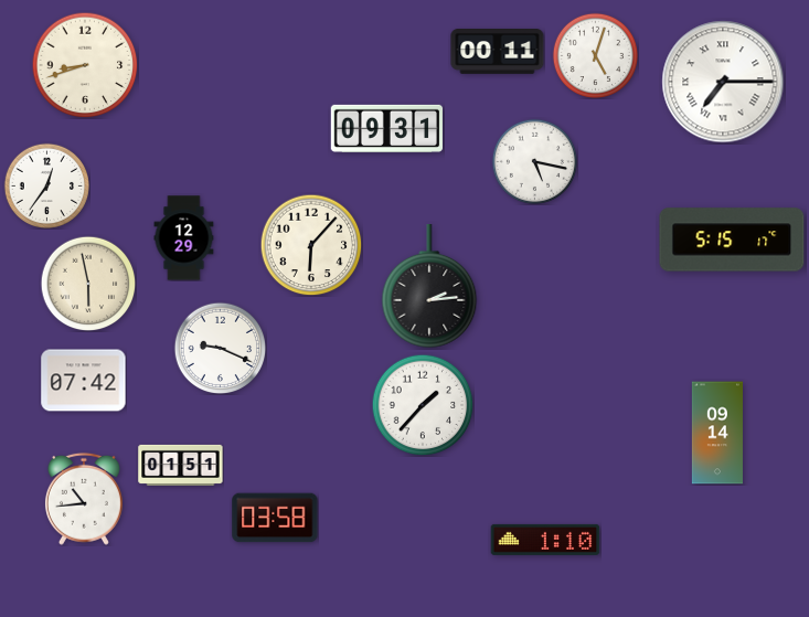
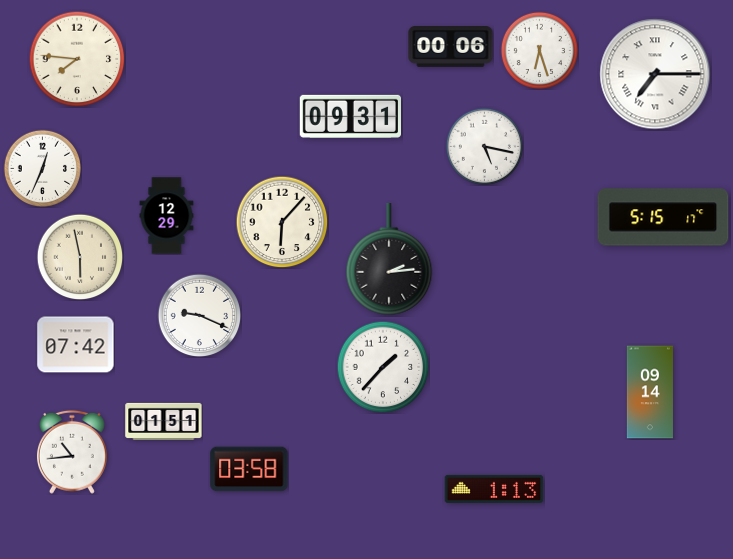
clock at (498, 52): 00:11 -> 00:06
clock at (595, 55): 5:03 -> 6:27
clock at (85, 65): 8:42 -> 7:46
clock at (46, 185): 12:36 -> 12:34
clock at (84, 499) position: (84, 499) -> (72, 452)
clock at (545, 540): 1:10 -> 1:13
